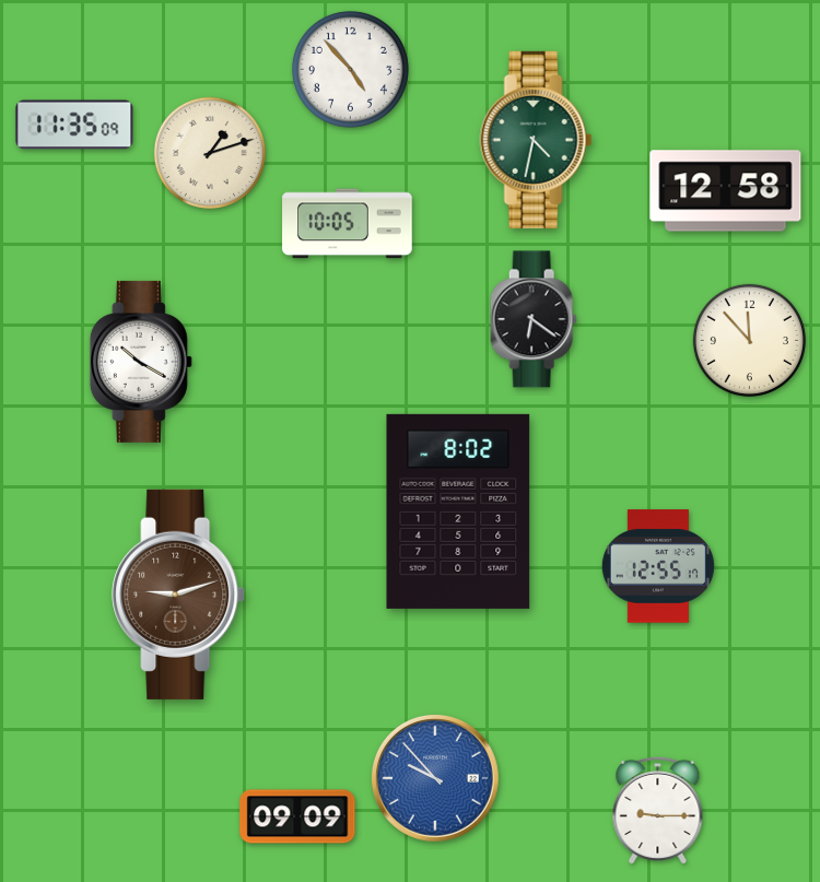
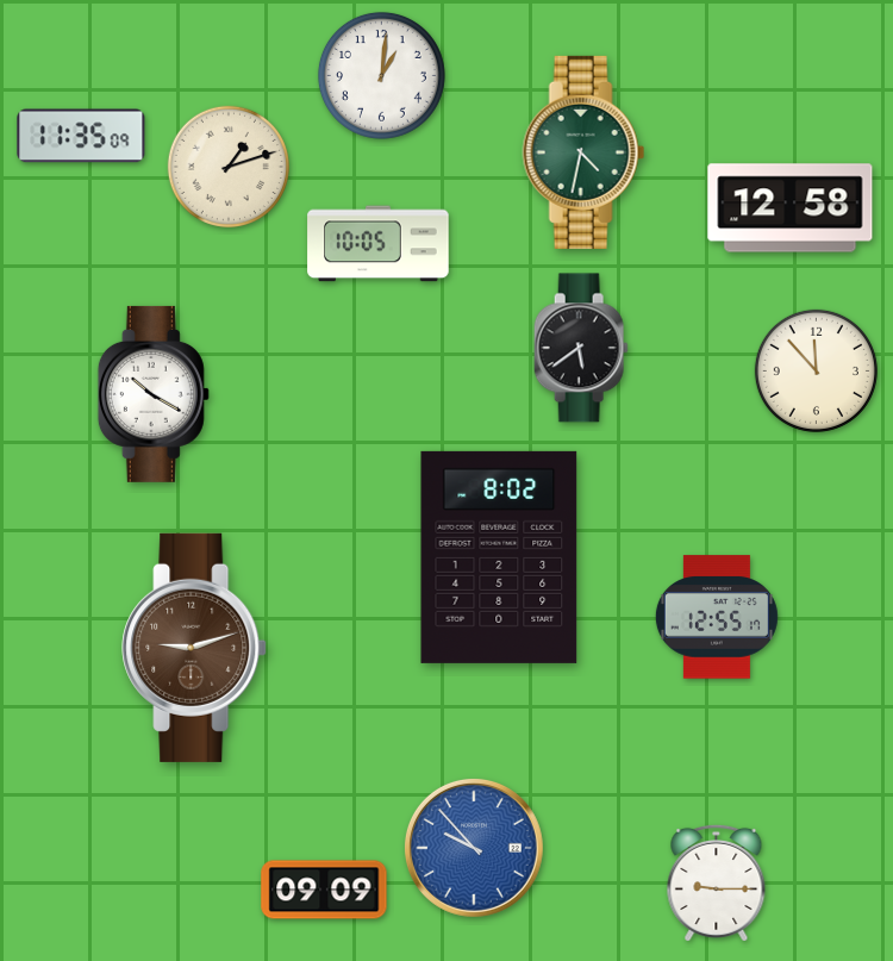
clock at (350, 69): 4:53 -> 1:01
clock at (534, 319): 6:21 -> 5:39
